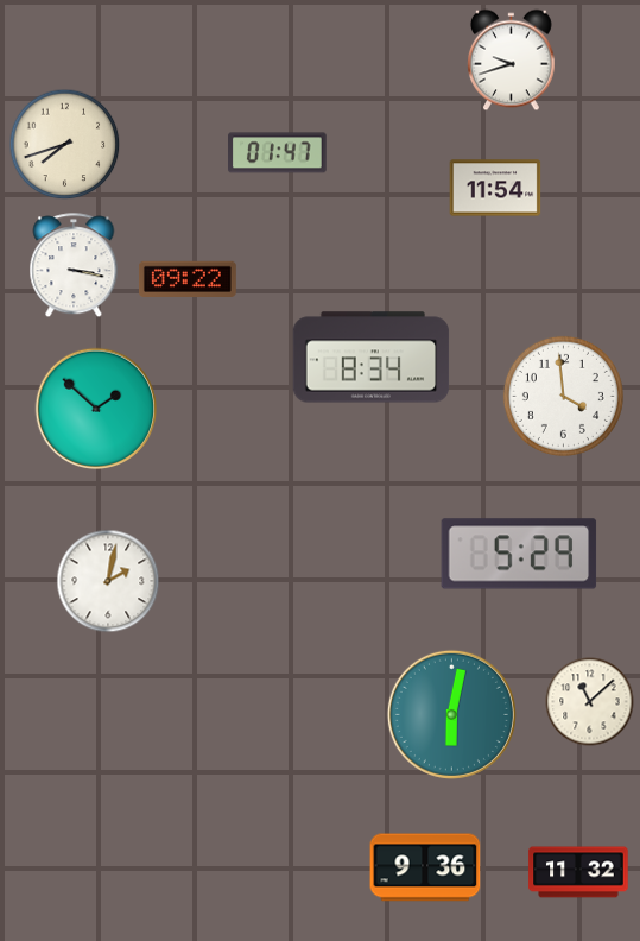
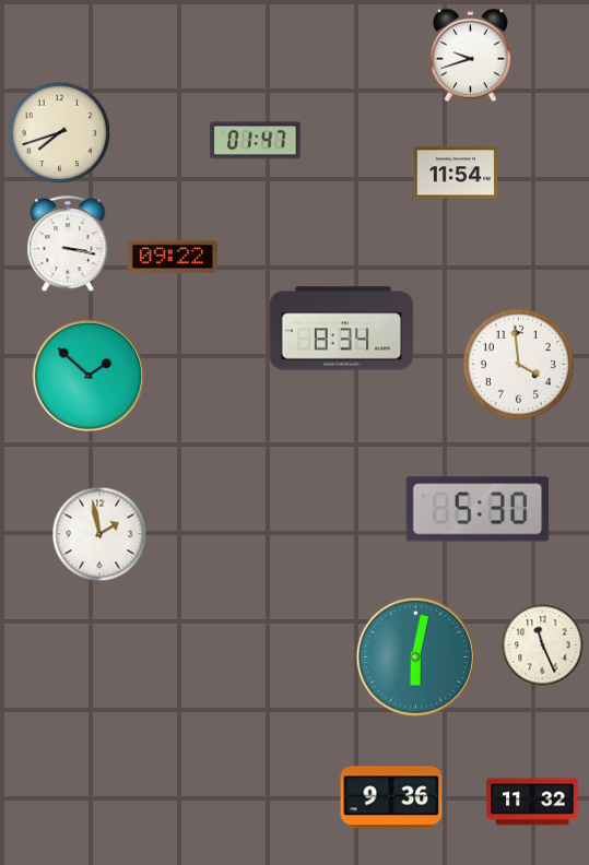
clock at (519, 554): 5:29 -> 5:30
clock at (108, 581): 2:02 -> 1:58
clock at (590, 702): 11:08 -> 11:26
